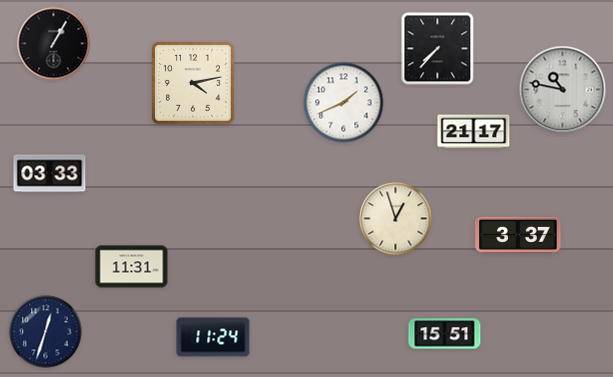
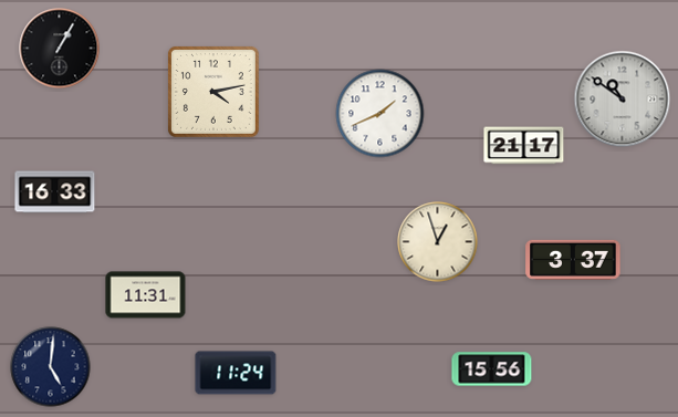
clock at (438, 49): 7:37 -> none
clock at (563, 90): 10:47 -> 10:51
clock at (50, 174): 03:33 -> 16:33
clock at (46, 332): 12:33 -> 5:01
clock at (445, 334): 15:51 -> 15:56
